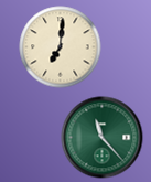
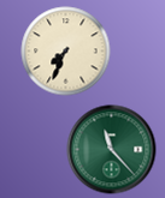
clock at (61, 47): 7:01 -> 7:34
